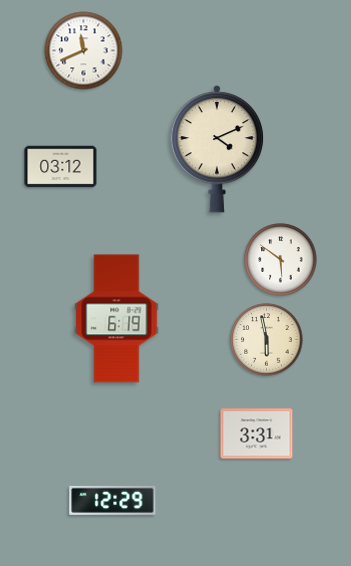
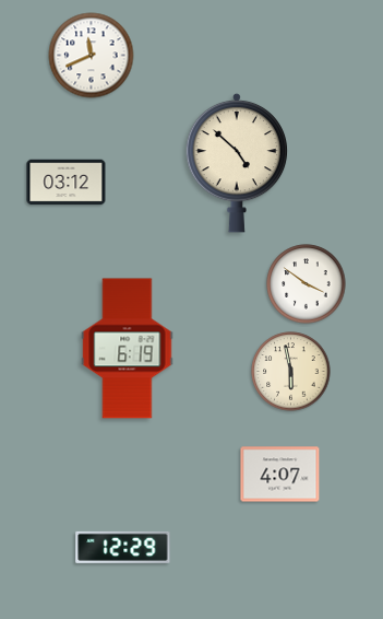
clock at (217, 149): 4:11 -> 4:52
clock at (281, 260): 5:51 -> 3:51
clock at (257, 434): 3:31 -> 4:07
